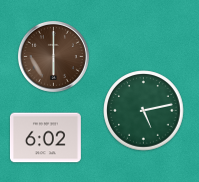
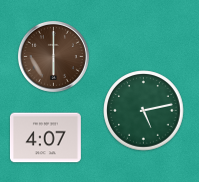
clock at (45, 138): 6:02 -> 4:07
